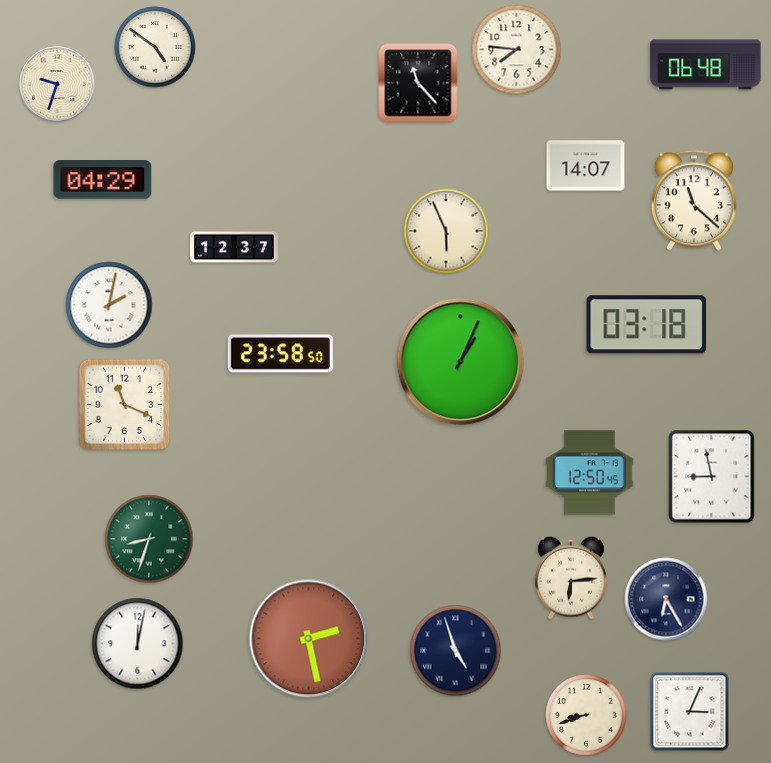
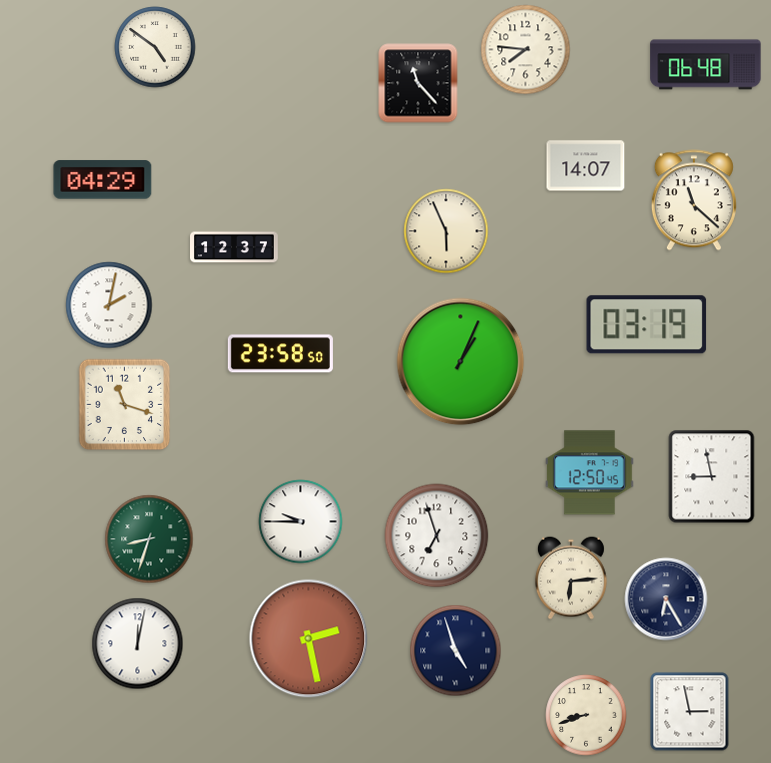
clock at (517, 50) position: (517, 50) -> (526, 50)
clock at (57, 84): 9:33 -> none
clock at (647, 325): 03:18 -> 03:19
clock at (125, 405): 11:19 -> 11:18
clock at (301, 522): none -> 9:45
clock at (437, 536): none -> 6:57
clock at (690, 712): 3:04 -> 2:58
